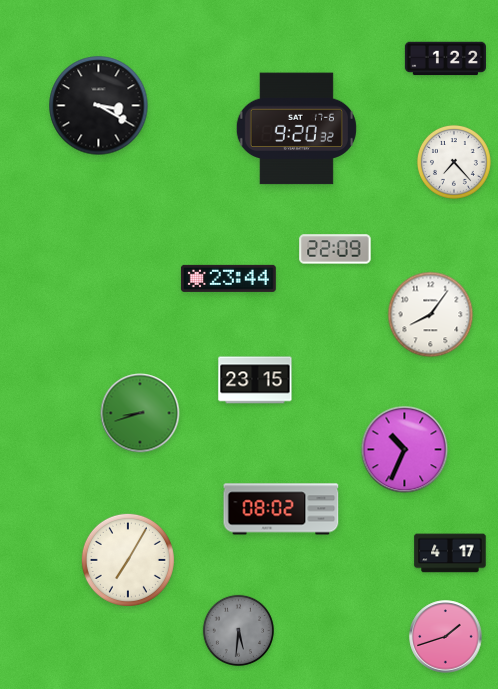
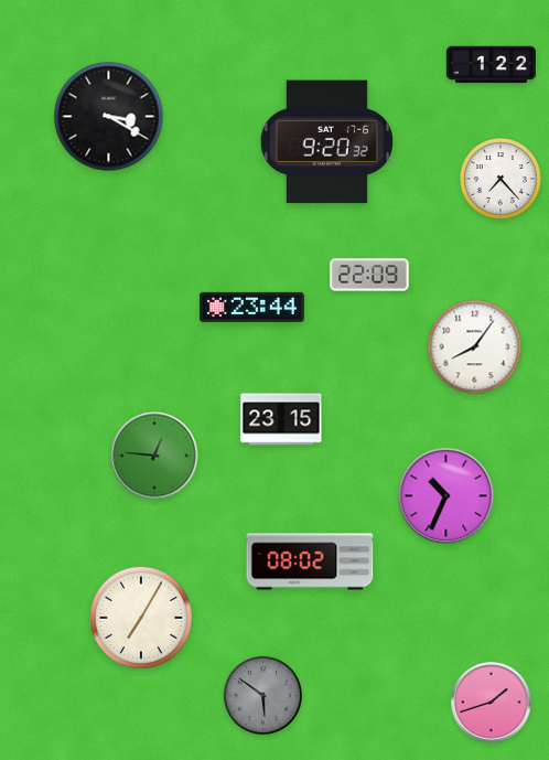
clock at (140, 413): 8:42 -> 12:46
clock at (450, 553): 4:17 -> none
clock at (238, 630): 5:31 -> 5:51
